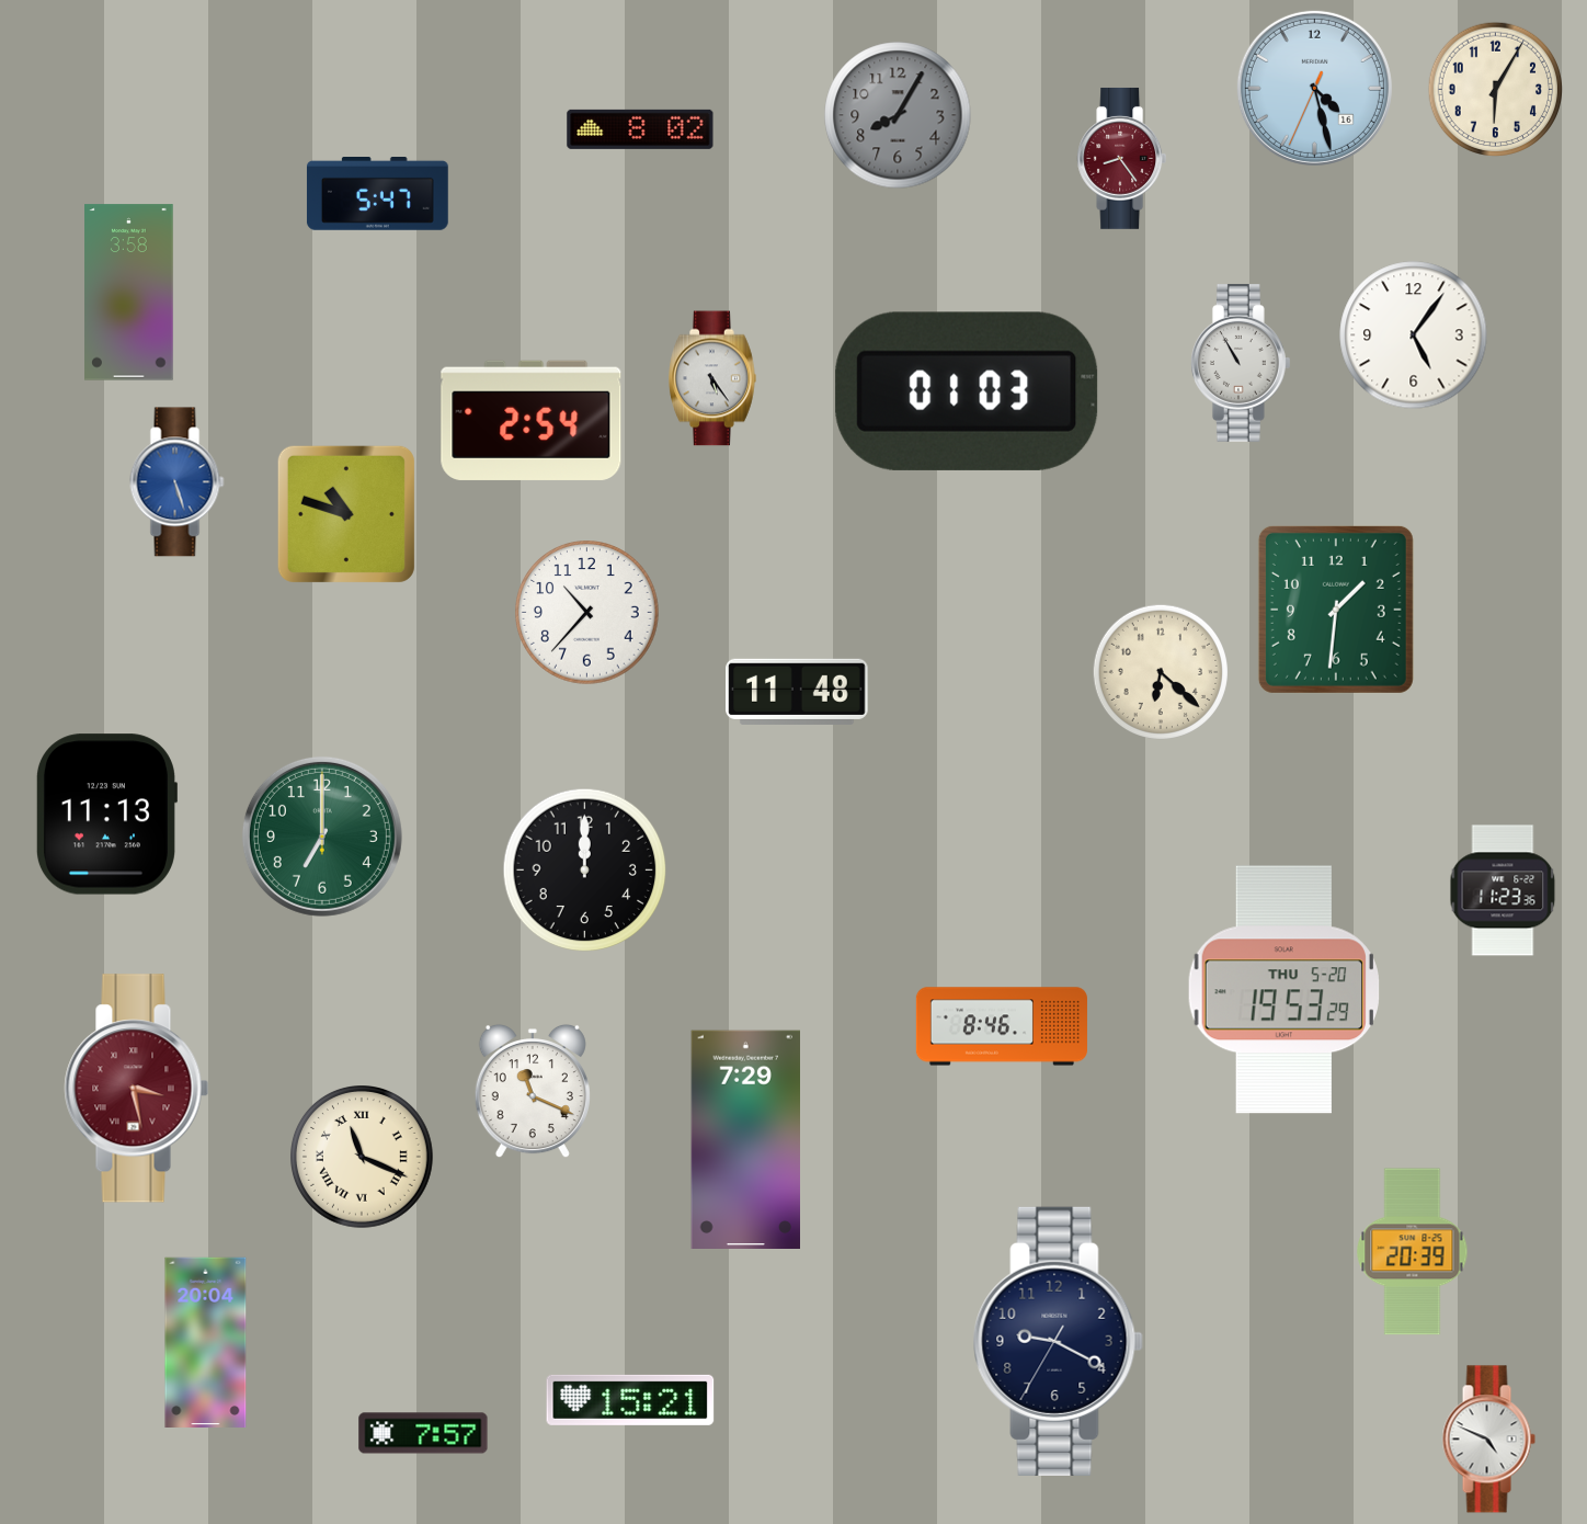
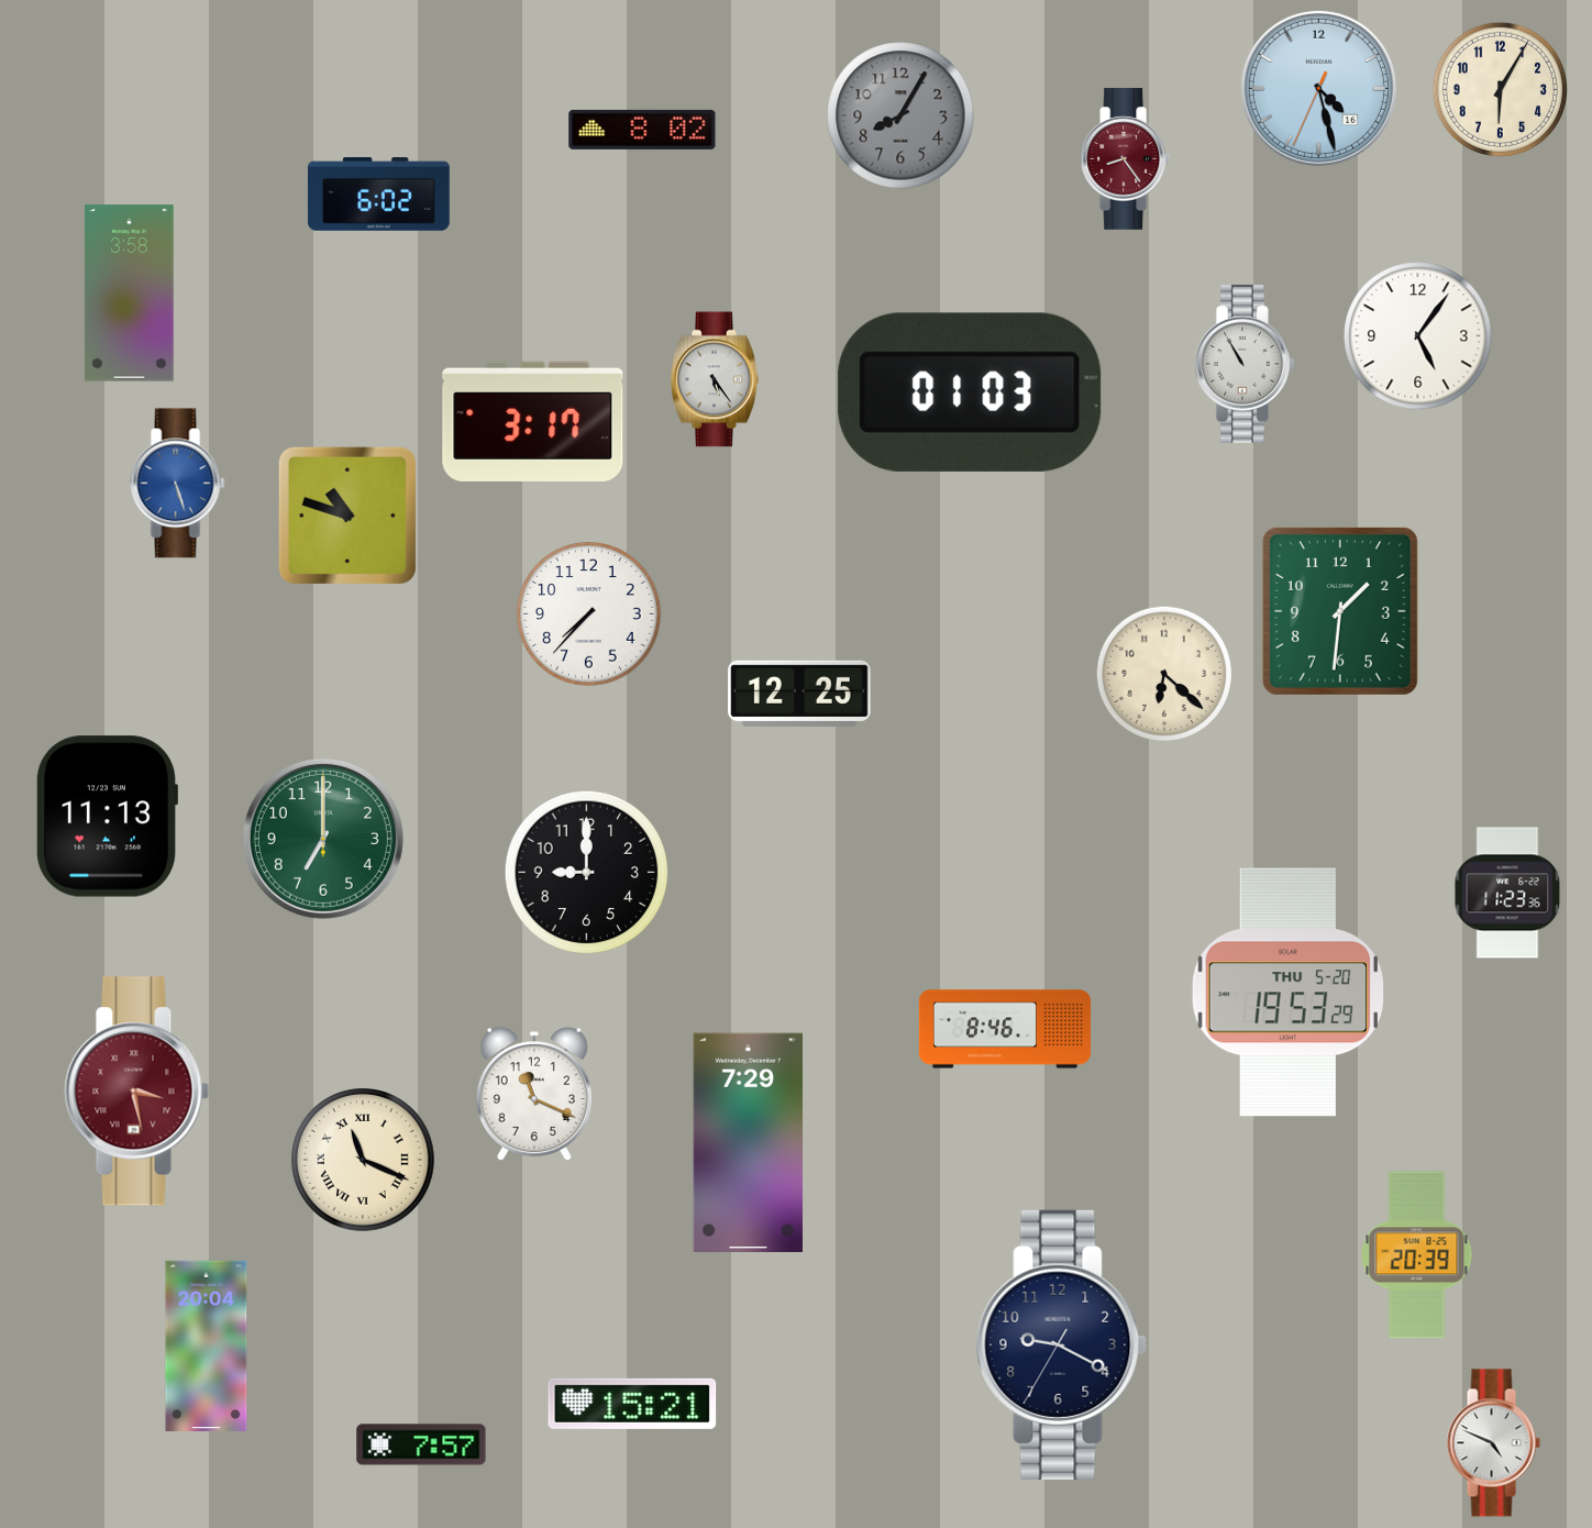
clock at (377, 194): 5:47 -> 6:02
clock at (532, 420): 2:54 -> 3:17
clock at (587, 613): 10:37 -> 7:37
clock at (797, 692): 11:48 -> 12:25
clock at (585, 871): 12:00 -> 9:00
clock at (423, 1433) position: (423, 1433) -> (421, 1444)
